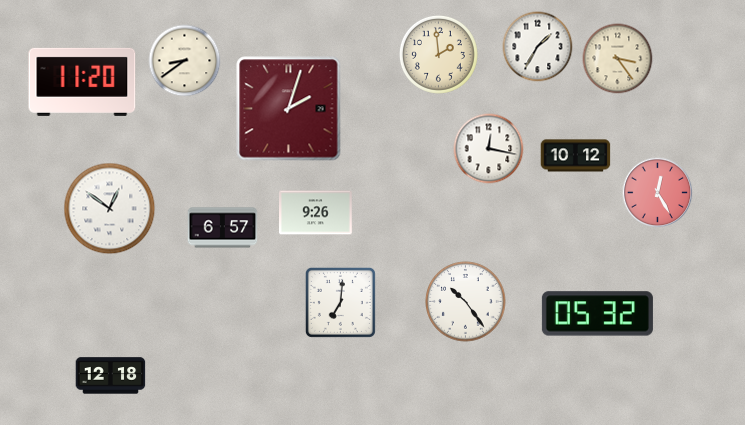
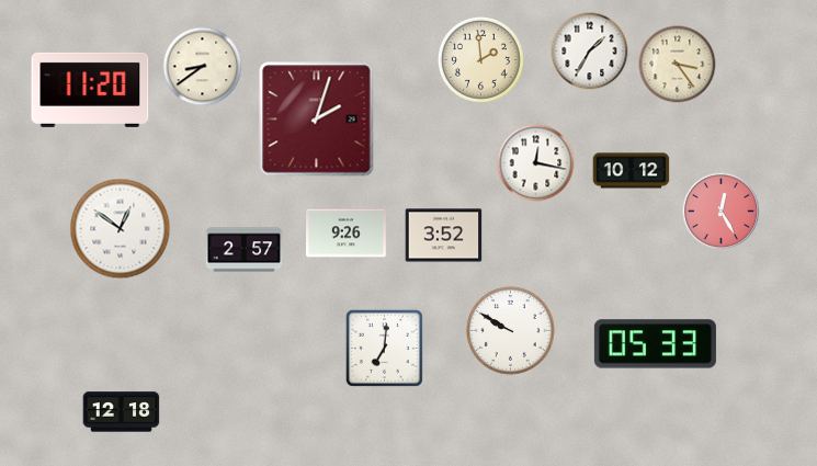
clock at (444, 236): none -> 3:52
clock at (223, 228): 6:57 -> 2:57
clock at (340, 302) position: (340, 302) -> (384, 348)
clock at (466, 302): 10:24 -> 9:50
clock at (597, 314): 05:32 -> 05:33
